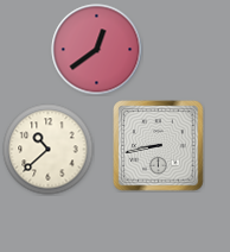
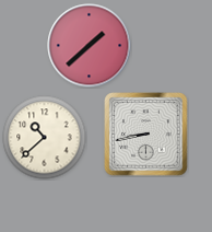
clock at (97, 50): 12:39 -> 1:38
